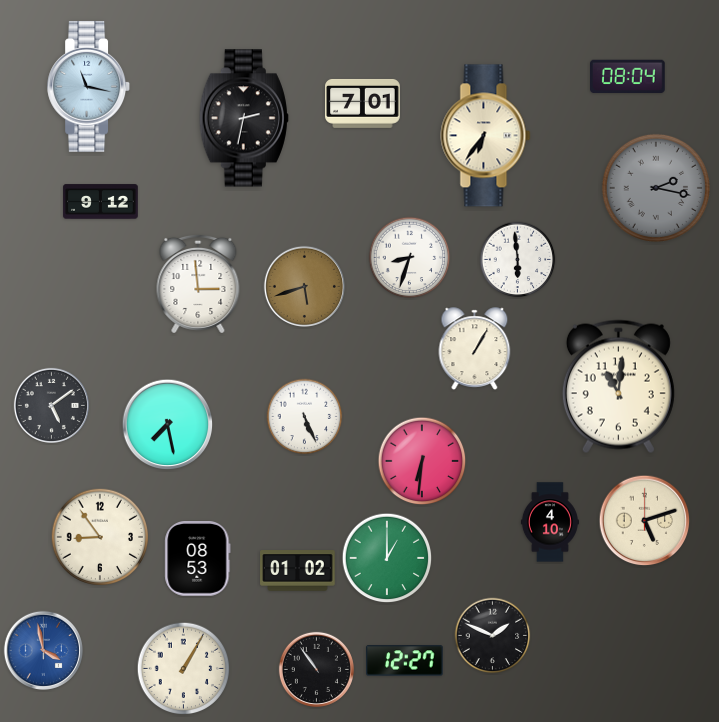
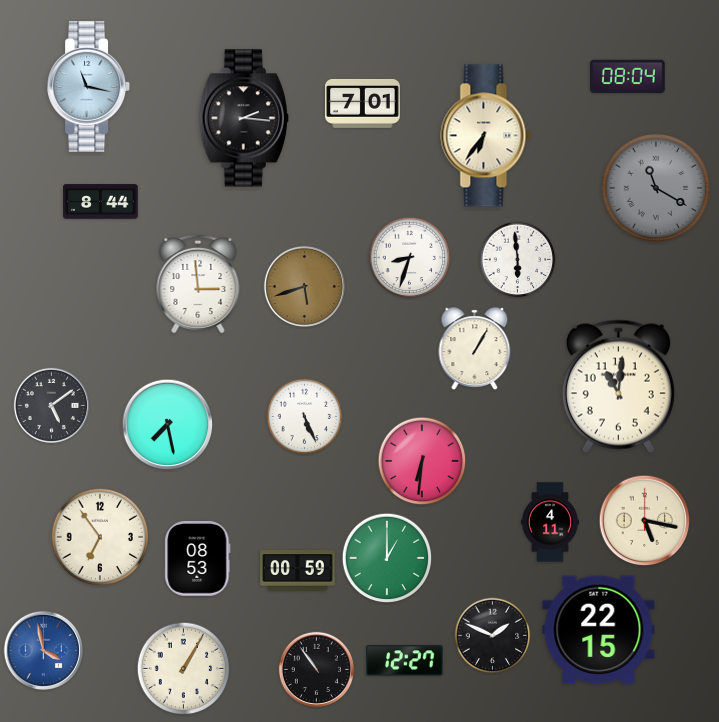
clock at (244, 118): 2:32 -> 2:16
clock at (656, 188): 2:17 -> 11:20
clock at (101, 202): 9:12 -> 8:44
clock at (645, 521): 5:12 -> 5:17
clock at (550, 522): 4:10 -> 4:11
clock at (99, 536): 8:54 -> 6:54
clock at (298, 571): 01:02 -> 00:59
clock at (599, 630): none -> 22:15
